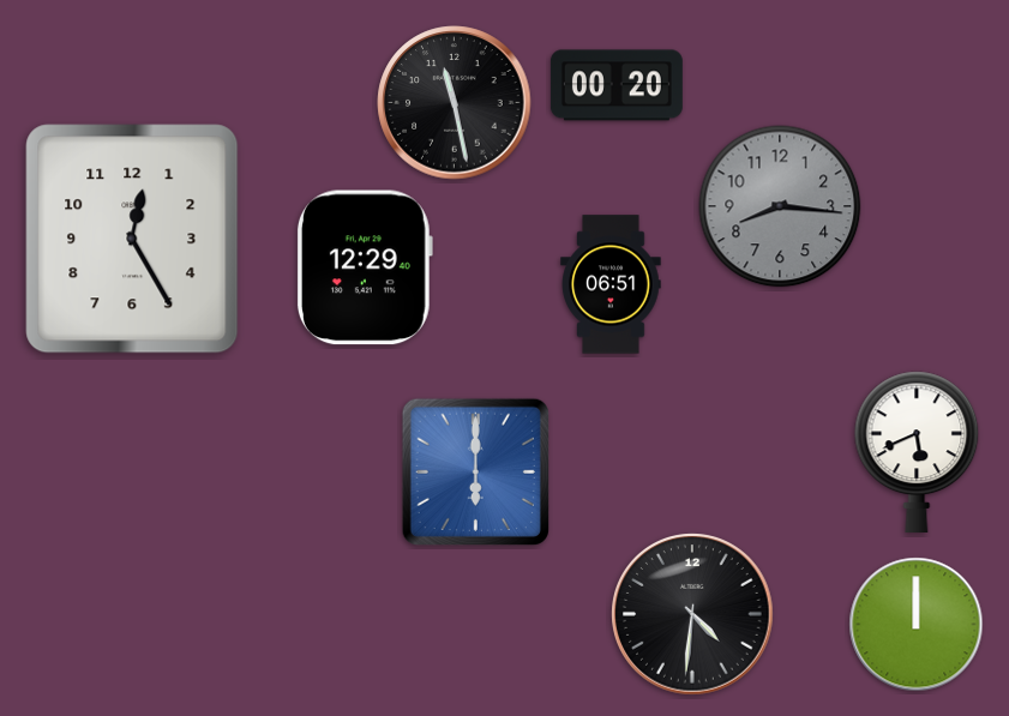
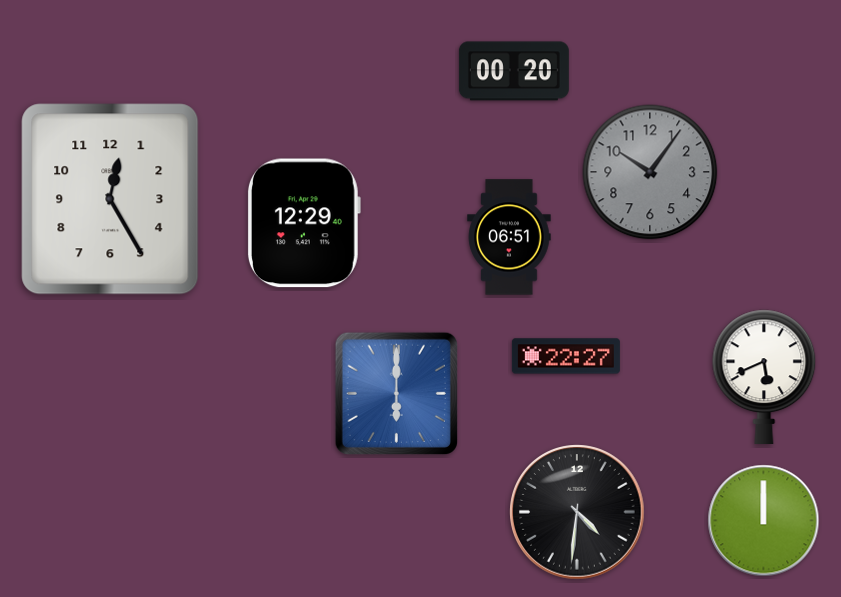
clock at (455, 103): 11:28 -> none
clock at (780, 206): 8:16 -> 10:06
clock at (566, 356): none -> 22:27
